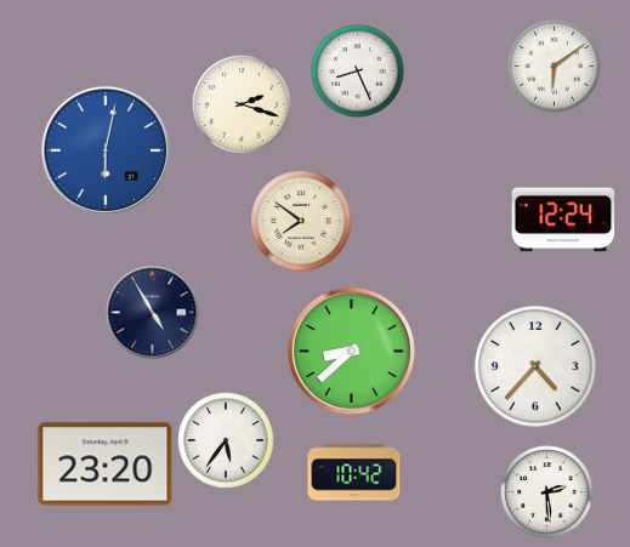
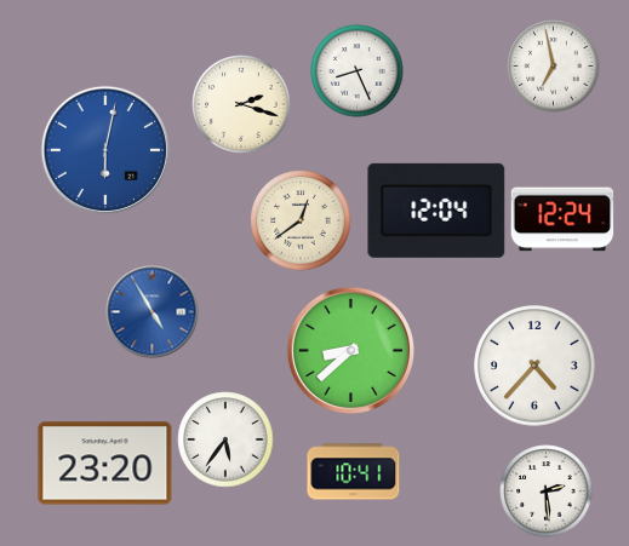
clock at (555, 67): 6:09 -> 6:58
clock at (436, 211): none -> 12:04
clock at (301, 221): 7:51 -> 12:39
clock at (153, 313) dial: navy -> blue
clock at (354, 473): 10:42 -> 10:41
